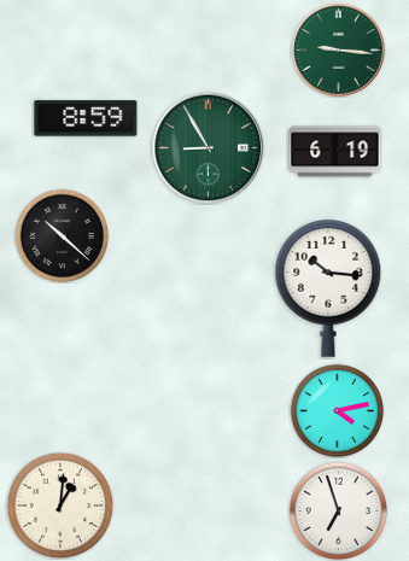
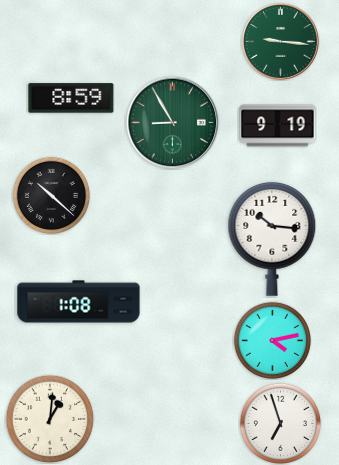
clock at (335, 152): 6:19 -> 9:19
clock at (79, 302): none -> 1:08
clock at (337, 410) position: (337, 410) -> (272, 340)
